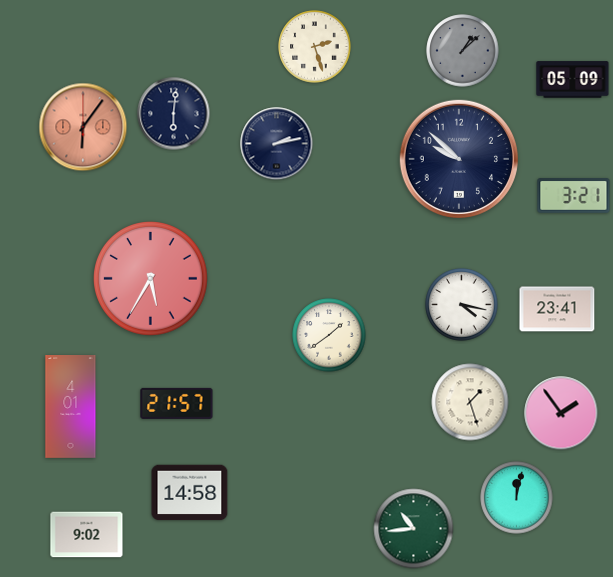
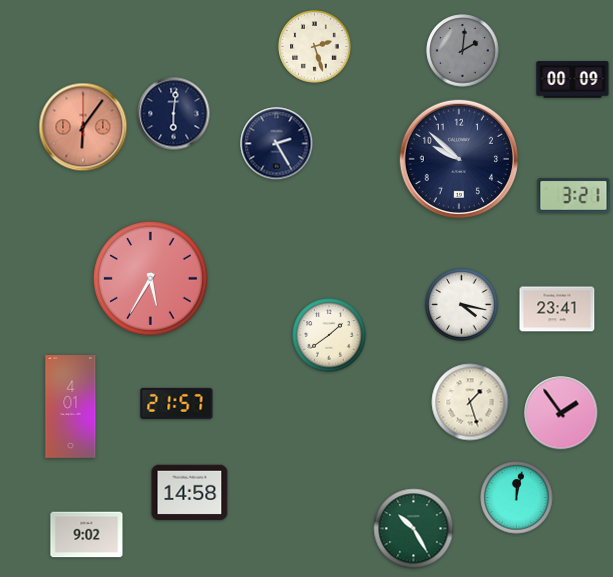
clock at (463, 51): 1:08 -> 2:01
clock at (573, 80): 05:09 -> 00:09
clock at (277, 144): 2:13 -> 2:25
clock at (414, 529): 10:44 -> 10:25
